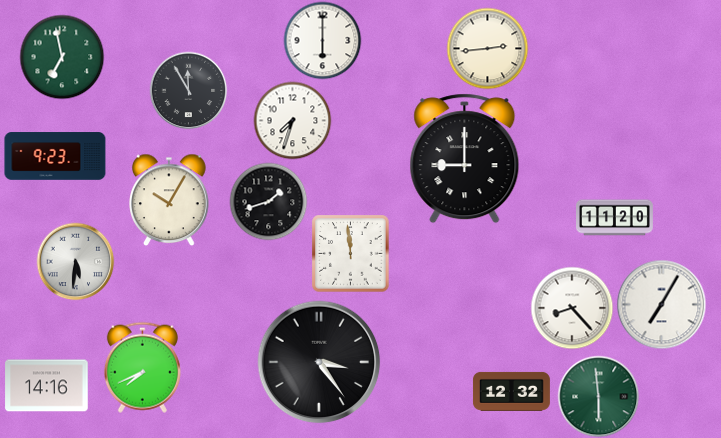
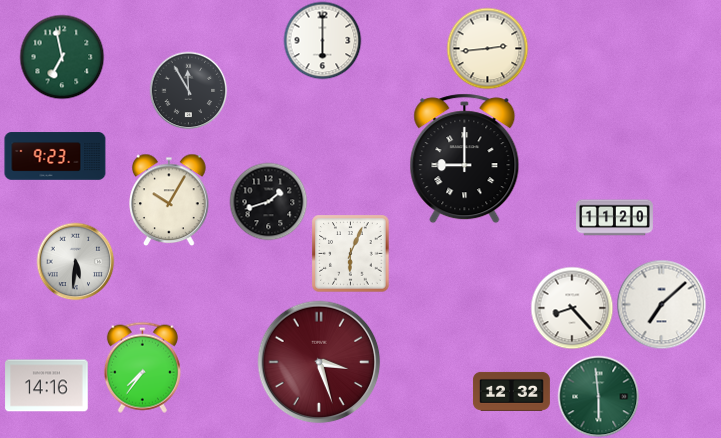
clock at (292, 120): 7:33 -> none
clock at (350, 253): 11:59 -> 6:04
clock at (661, 304): 7:05 -> 7:08
clock at (319, 362): 3:24 -> 3:27
clock at (319, 362) dial: black -> burgundy
clock at (142, 367): 7:41 -> 7:36
